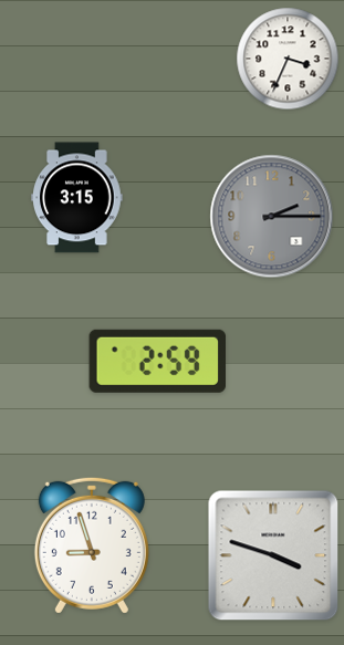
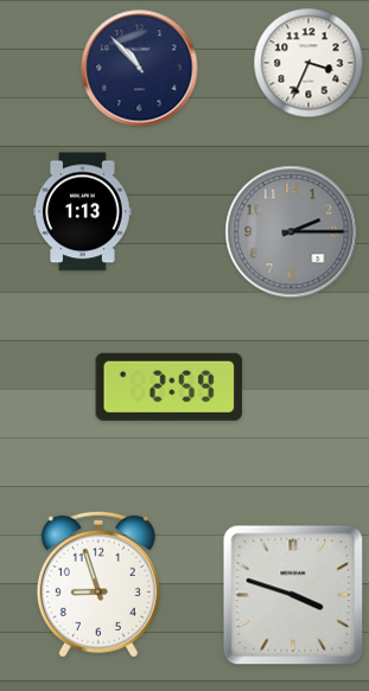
clock at (140, 69): none -> 10:53
clock at (77, 198): 3:15 -> 1:13
